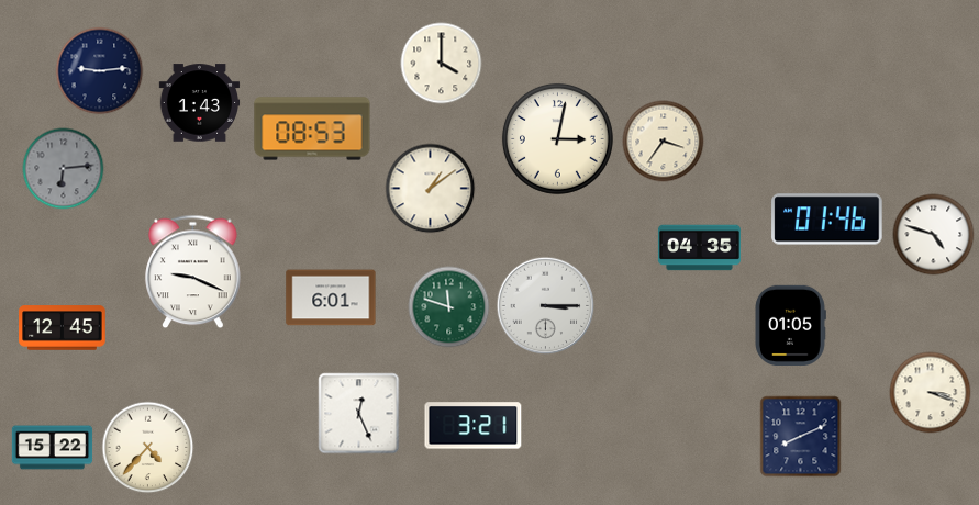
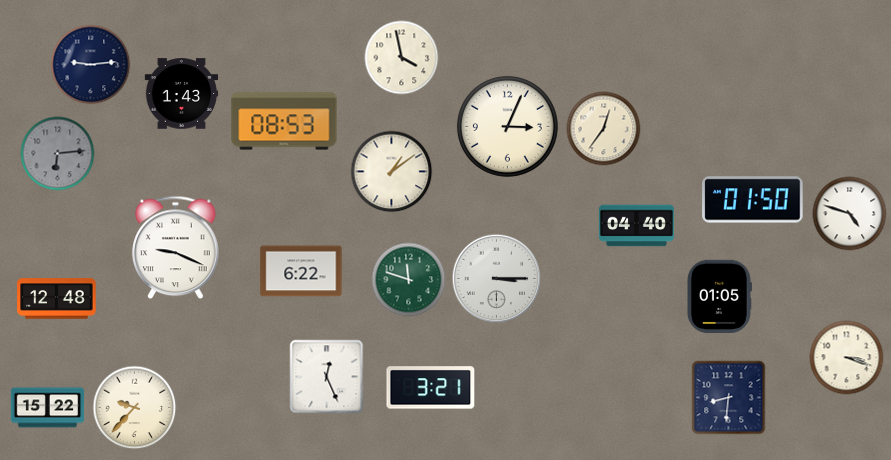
clock at (442, 64): 4:00 -> 3:58
clock at (312, 128) position: (312, 128) -> (284, 121)
clock at (557, 138): 3:02 -> 3:04
clock at (664, 142): 3:36 -> 12:36
clock at (827, 220): 01:46 -> 01:50
clock at (699, 248): 04:35 -> 04:40
clock at (331, 298): 6:01 -> 6:22
clock at (63, 328): 12:45 -> 12:48
clock at (801, 437): 8:11 -> 8:31
clock at (148, 448): 4:37 -> 9:37
